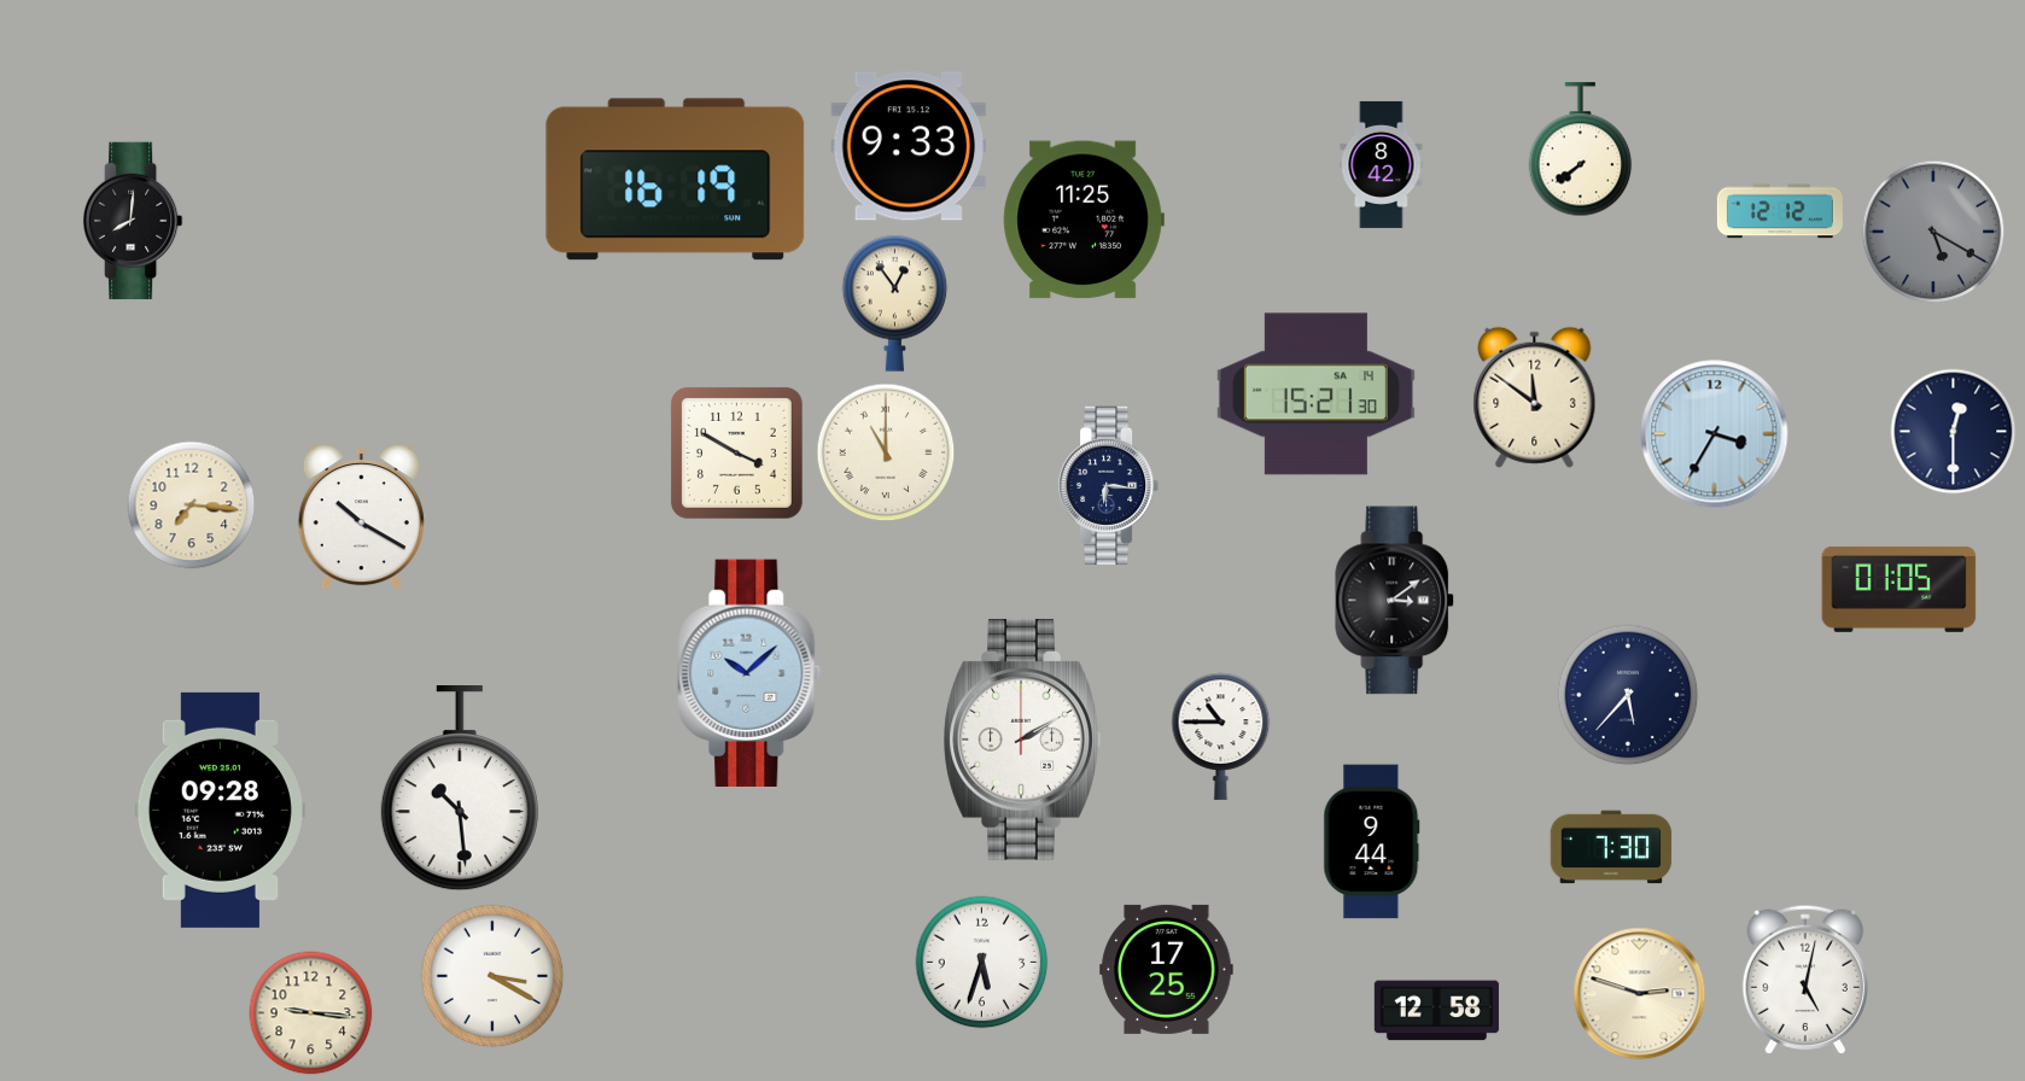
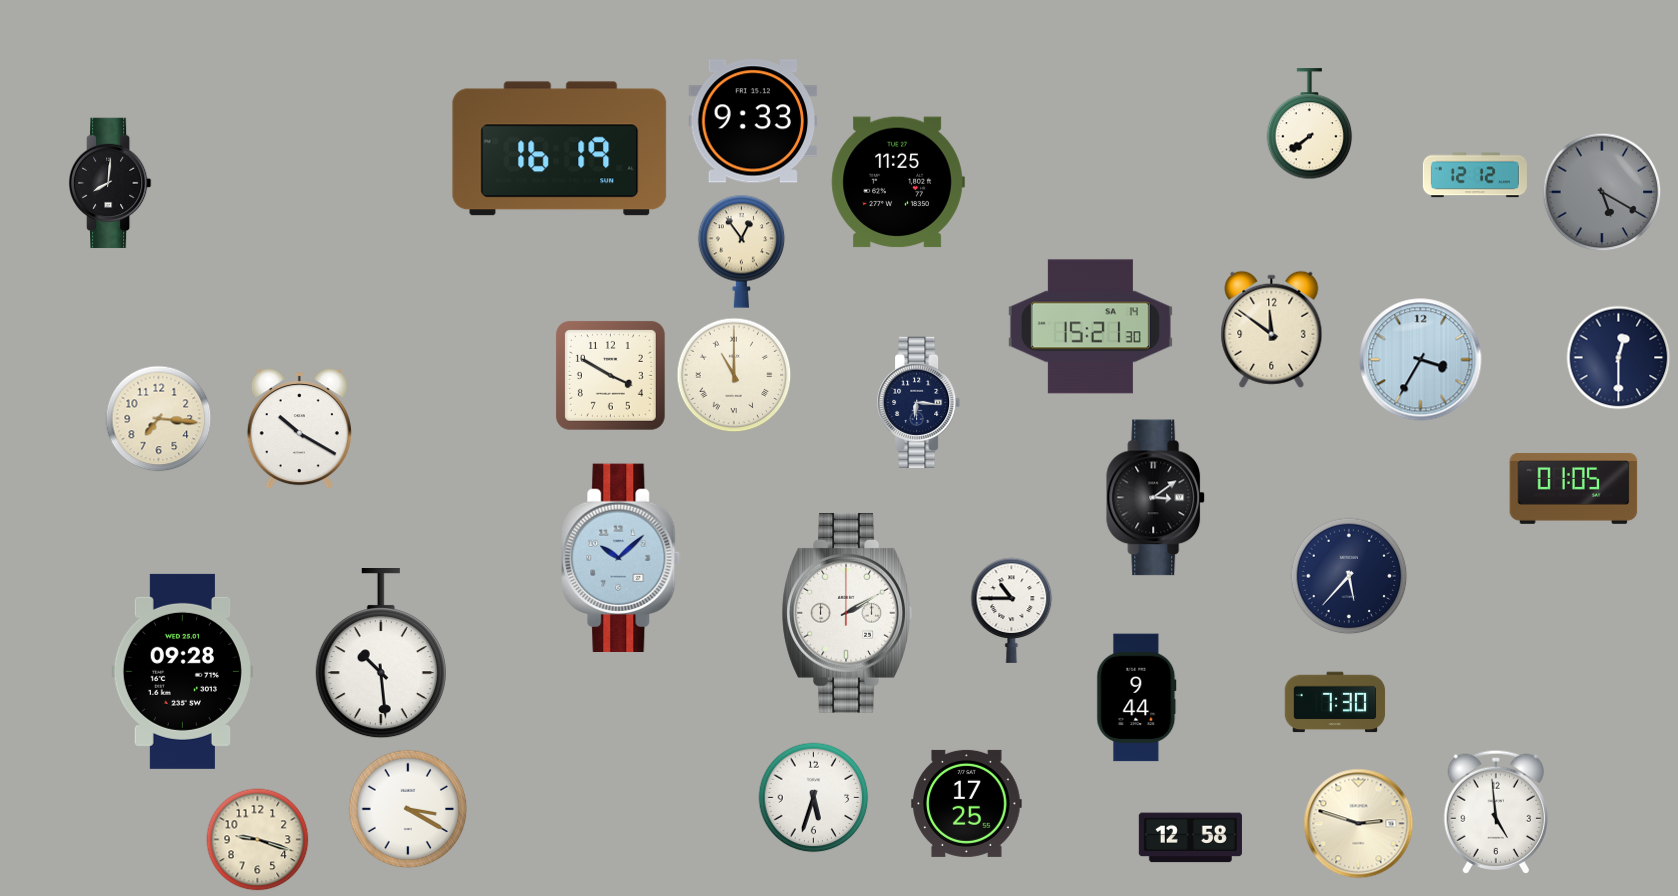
clock at (1382, 164): 8:42 -> none
clock at (1805, 980): 5:02 -> 4:59
clock at (311, 1013): 9:16 -> 9:18
